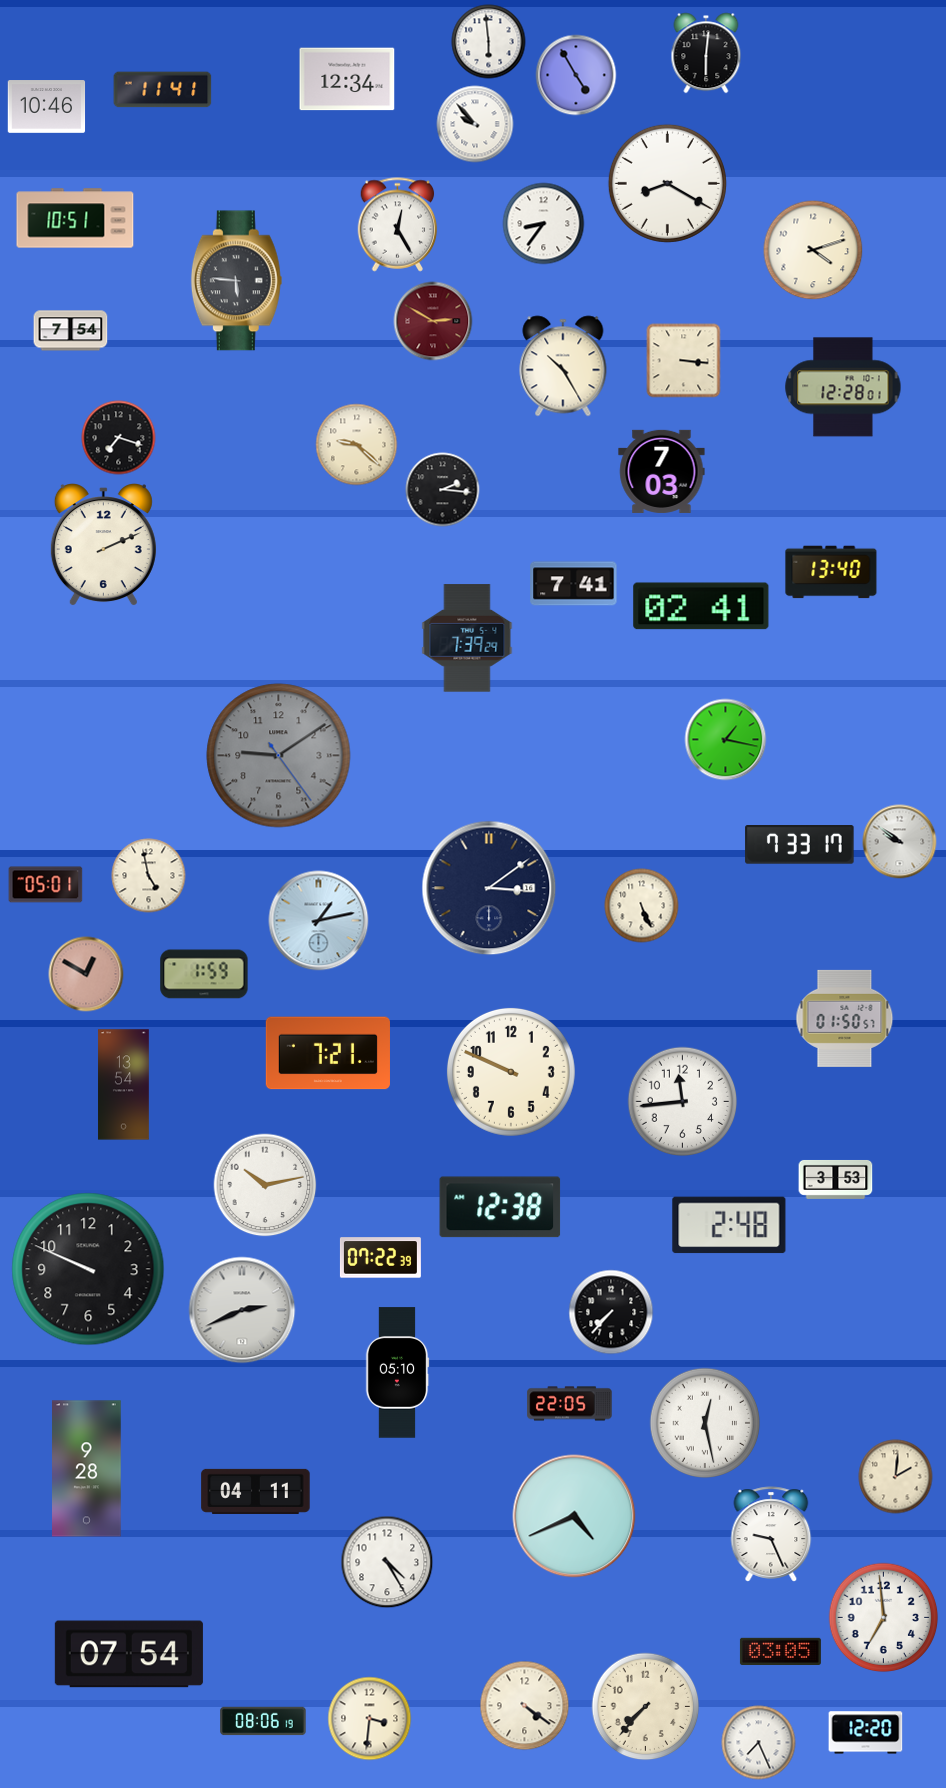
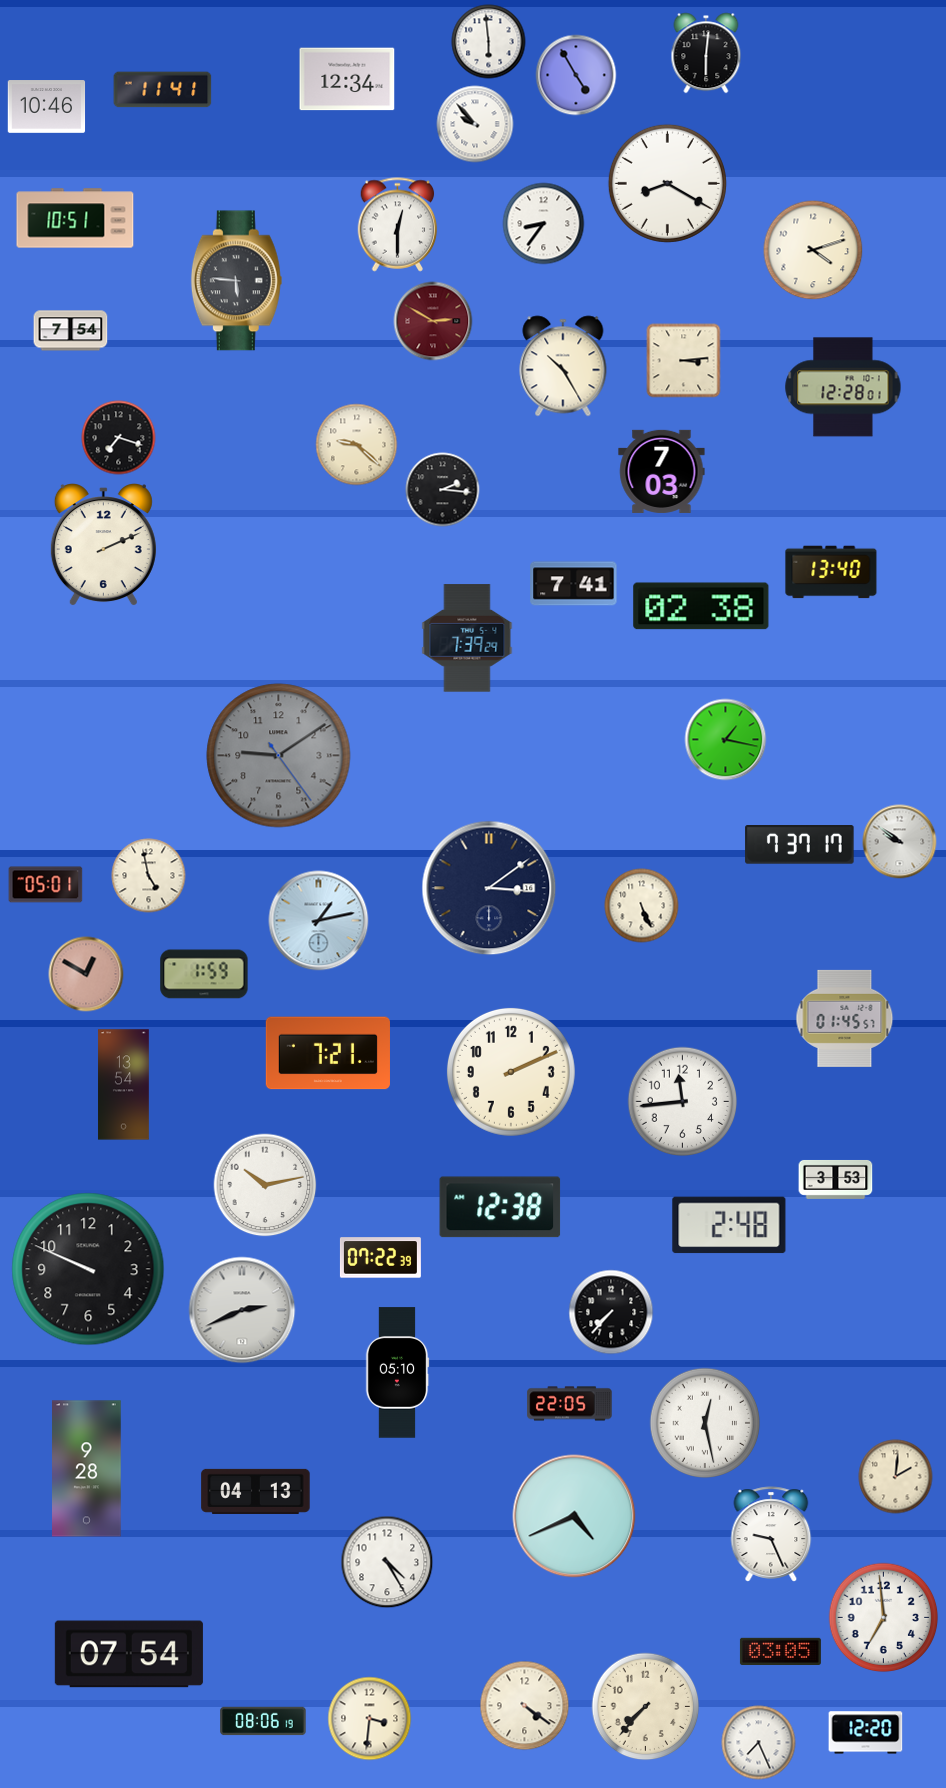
clock at (398, 225): 12:25 -> 12:30
clock at (684, 361): 3:16 -> 3:14
clock at (701, 606): 02:41 -> 02:38
clock at (800, 845): 7:33 -> 7:37
clock at (845, 1018): 01:50 -> 01:45
clock at (511, 1072): 9:49 -> 2:11
clock at (256, 1491): 04:11 -> 04:13
